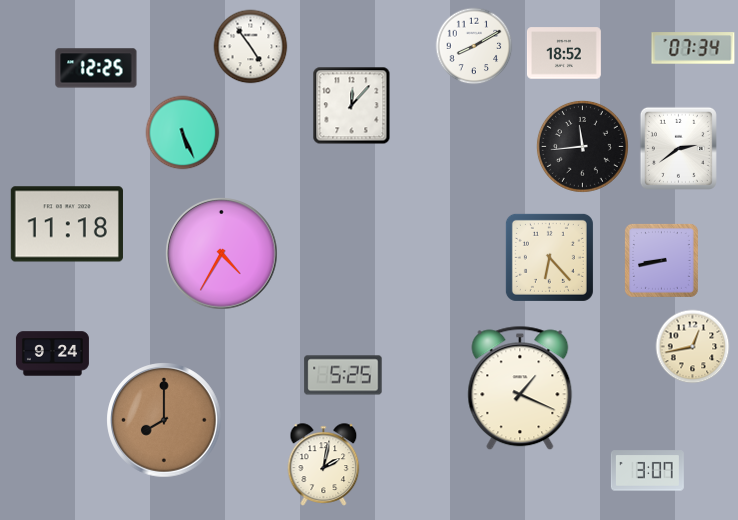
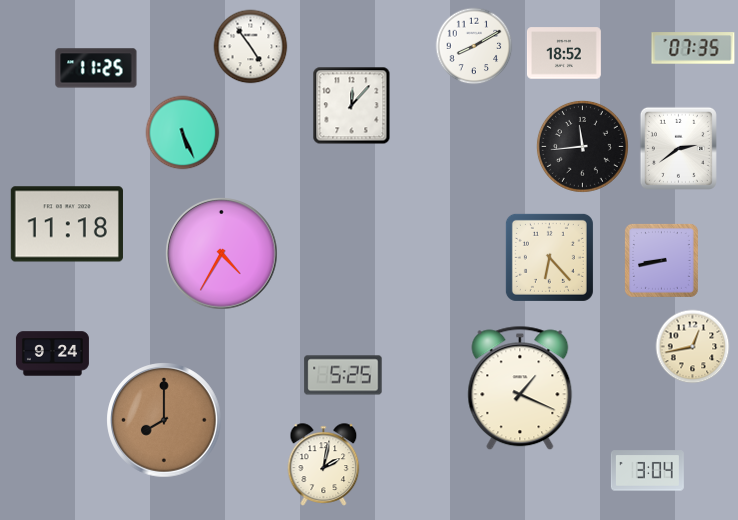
clock at (693, 48): 07:34 -> 07:35
clock at (96, 68): 12:25 -> 11:25
clock at (647, 471): 3:07 -> 3:04
